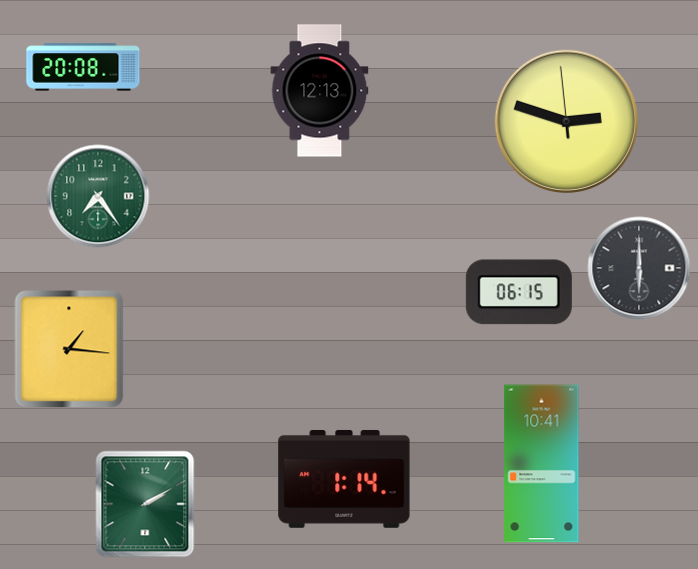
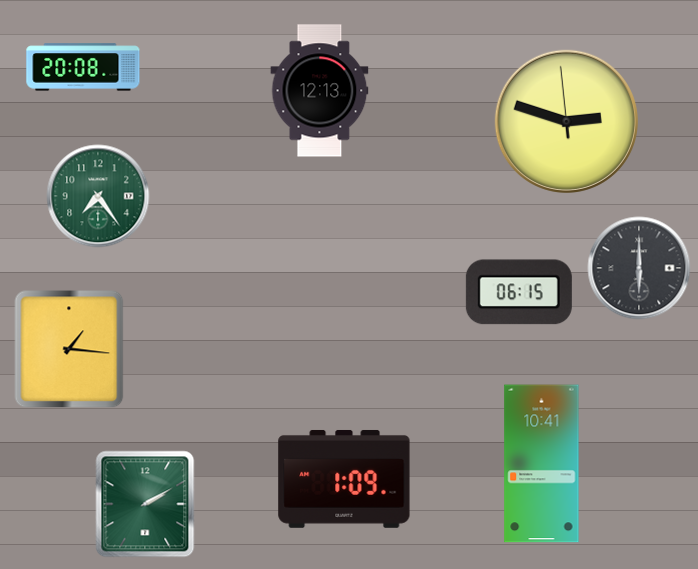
clock at (344, 479): 1:14 -> 1:09
